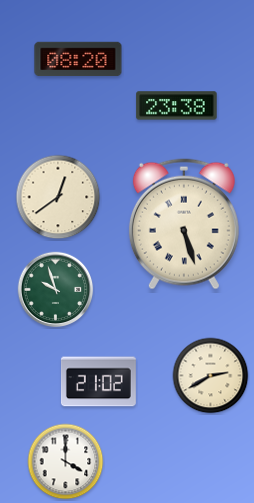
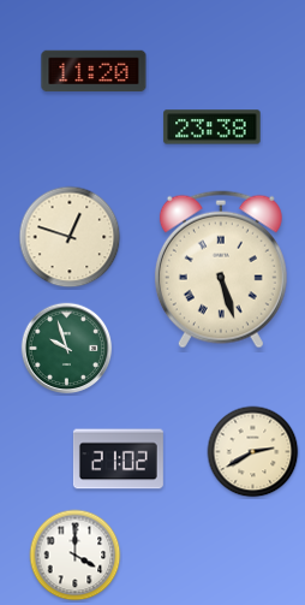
clock at (78, 59): 08:20 -> 11:20
clock at (58, 197): 12:39 -> 12:48
clock at (66, 462) position: (66, 462) -> (76, 556)
